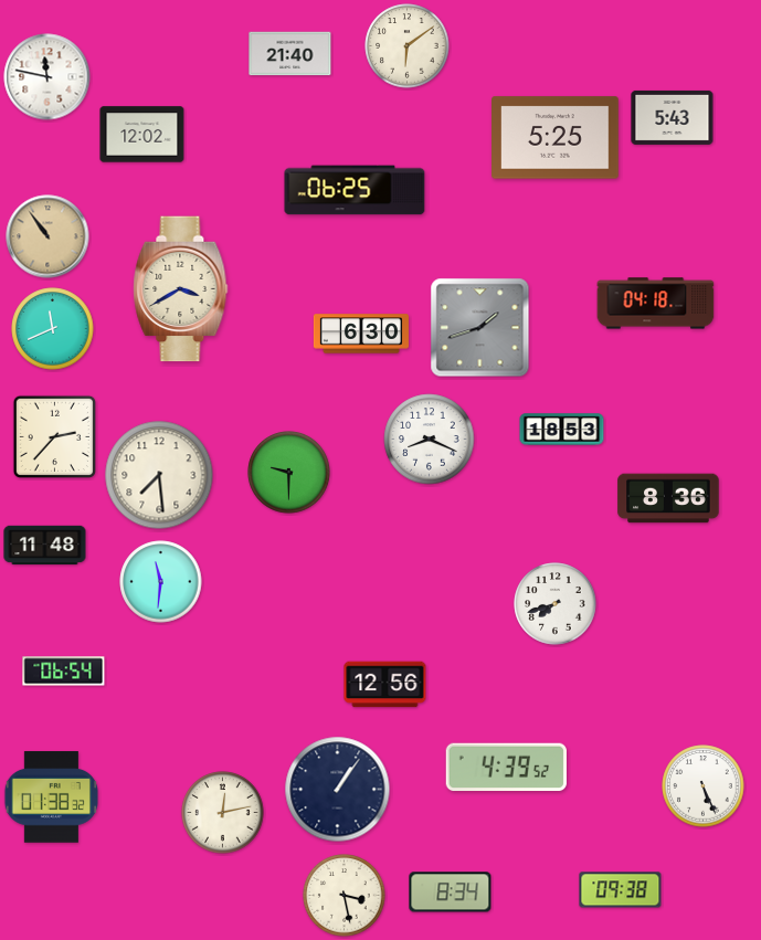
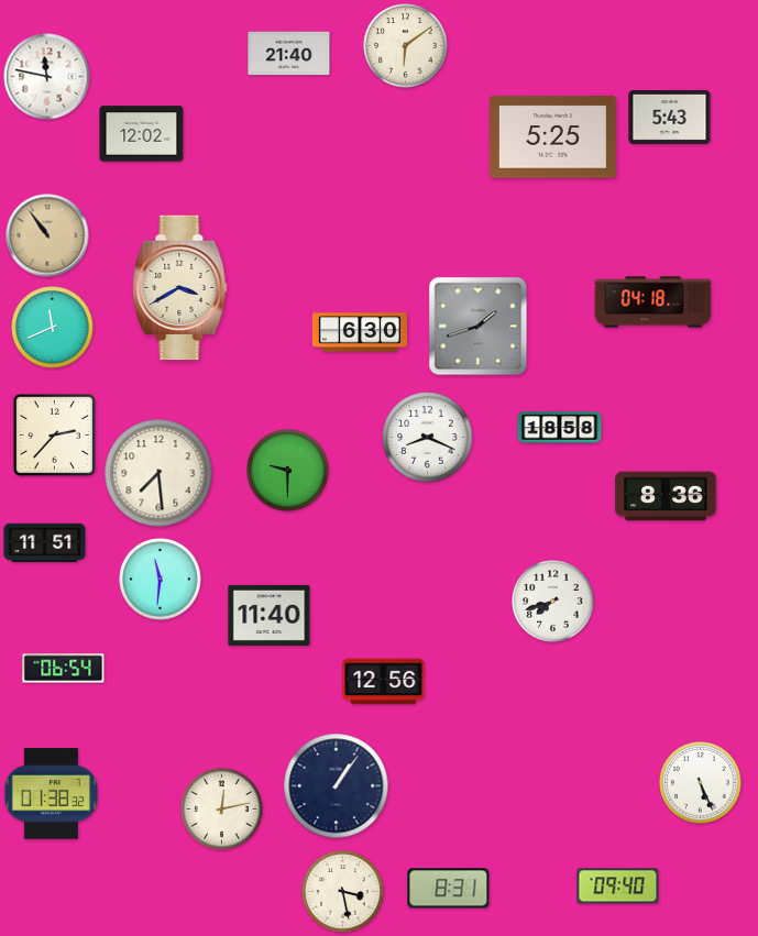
clock at (355, 190): 06:25 -> none
clock at (562, 430): 18:53 -> 18:58
clock at (45, 546): 11:48 -> 11:51
clock at (270, 615): none -> 11:40
clock at (506, 768): 4:39 -> none
clock at (621, 890): 09:38 -> 09:40
clock at (451, 893): 8:34 -> 8:31
